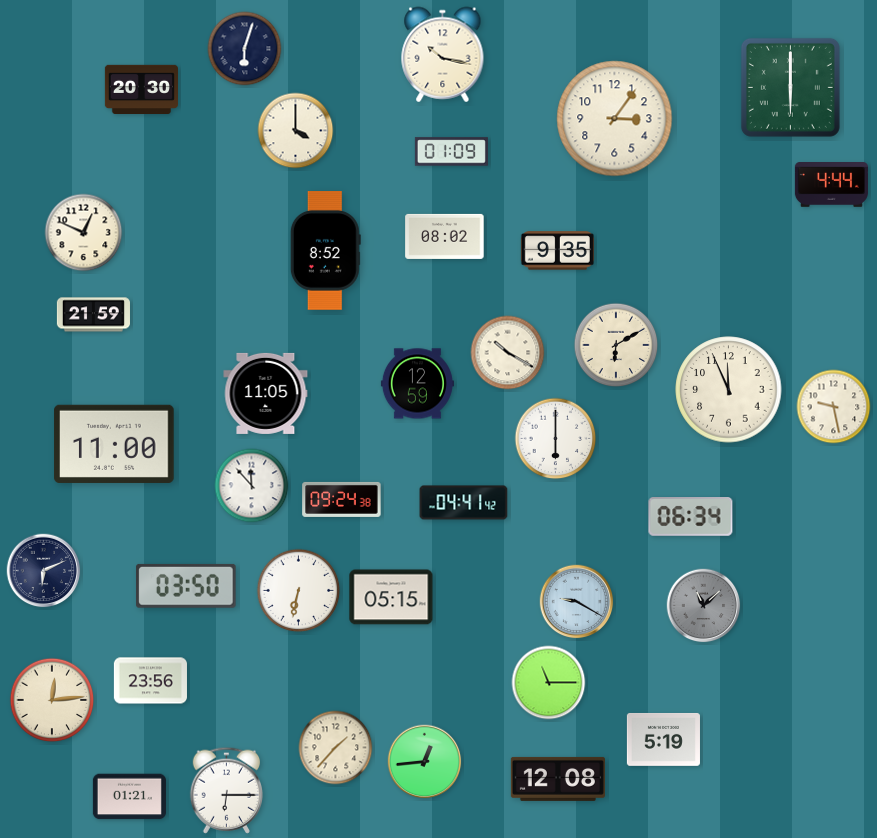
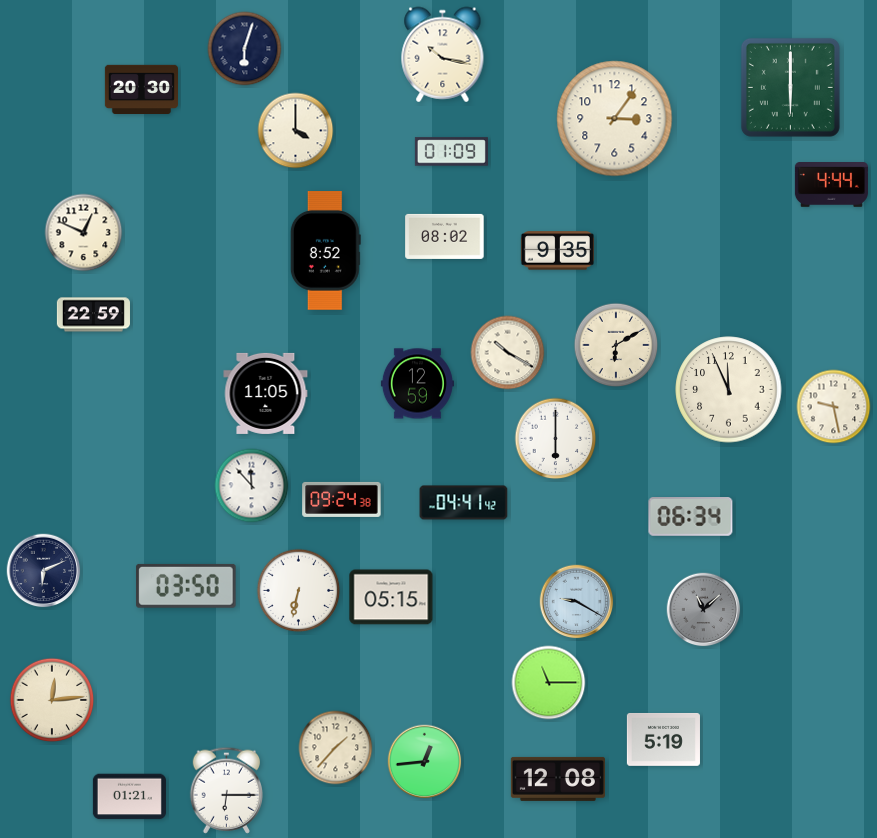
clock at (93, 315): 21:59 -> 22:59
clock at (114, 444): 11:00 -> none
clock at (704, 606) position: (704, 606) -> (704, 610)
clock at (150, 681): 23:56 -> none
